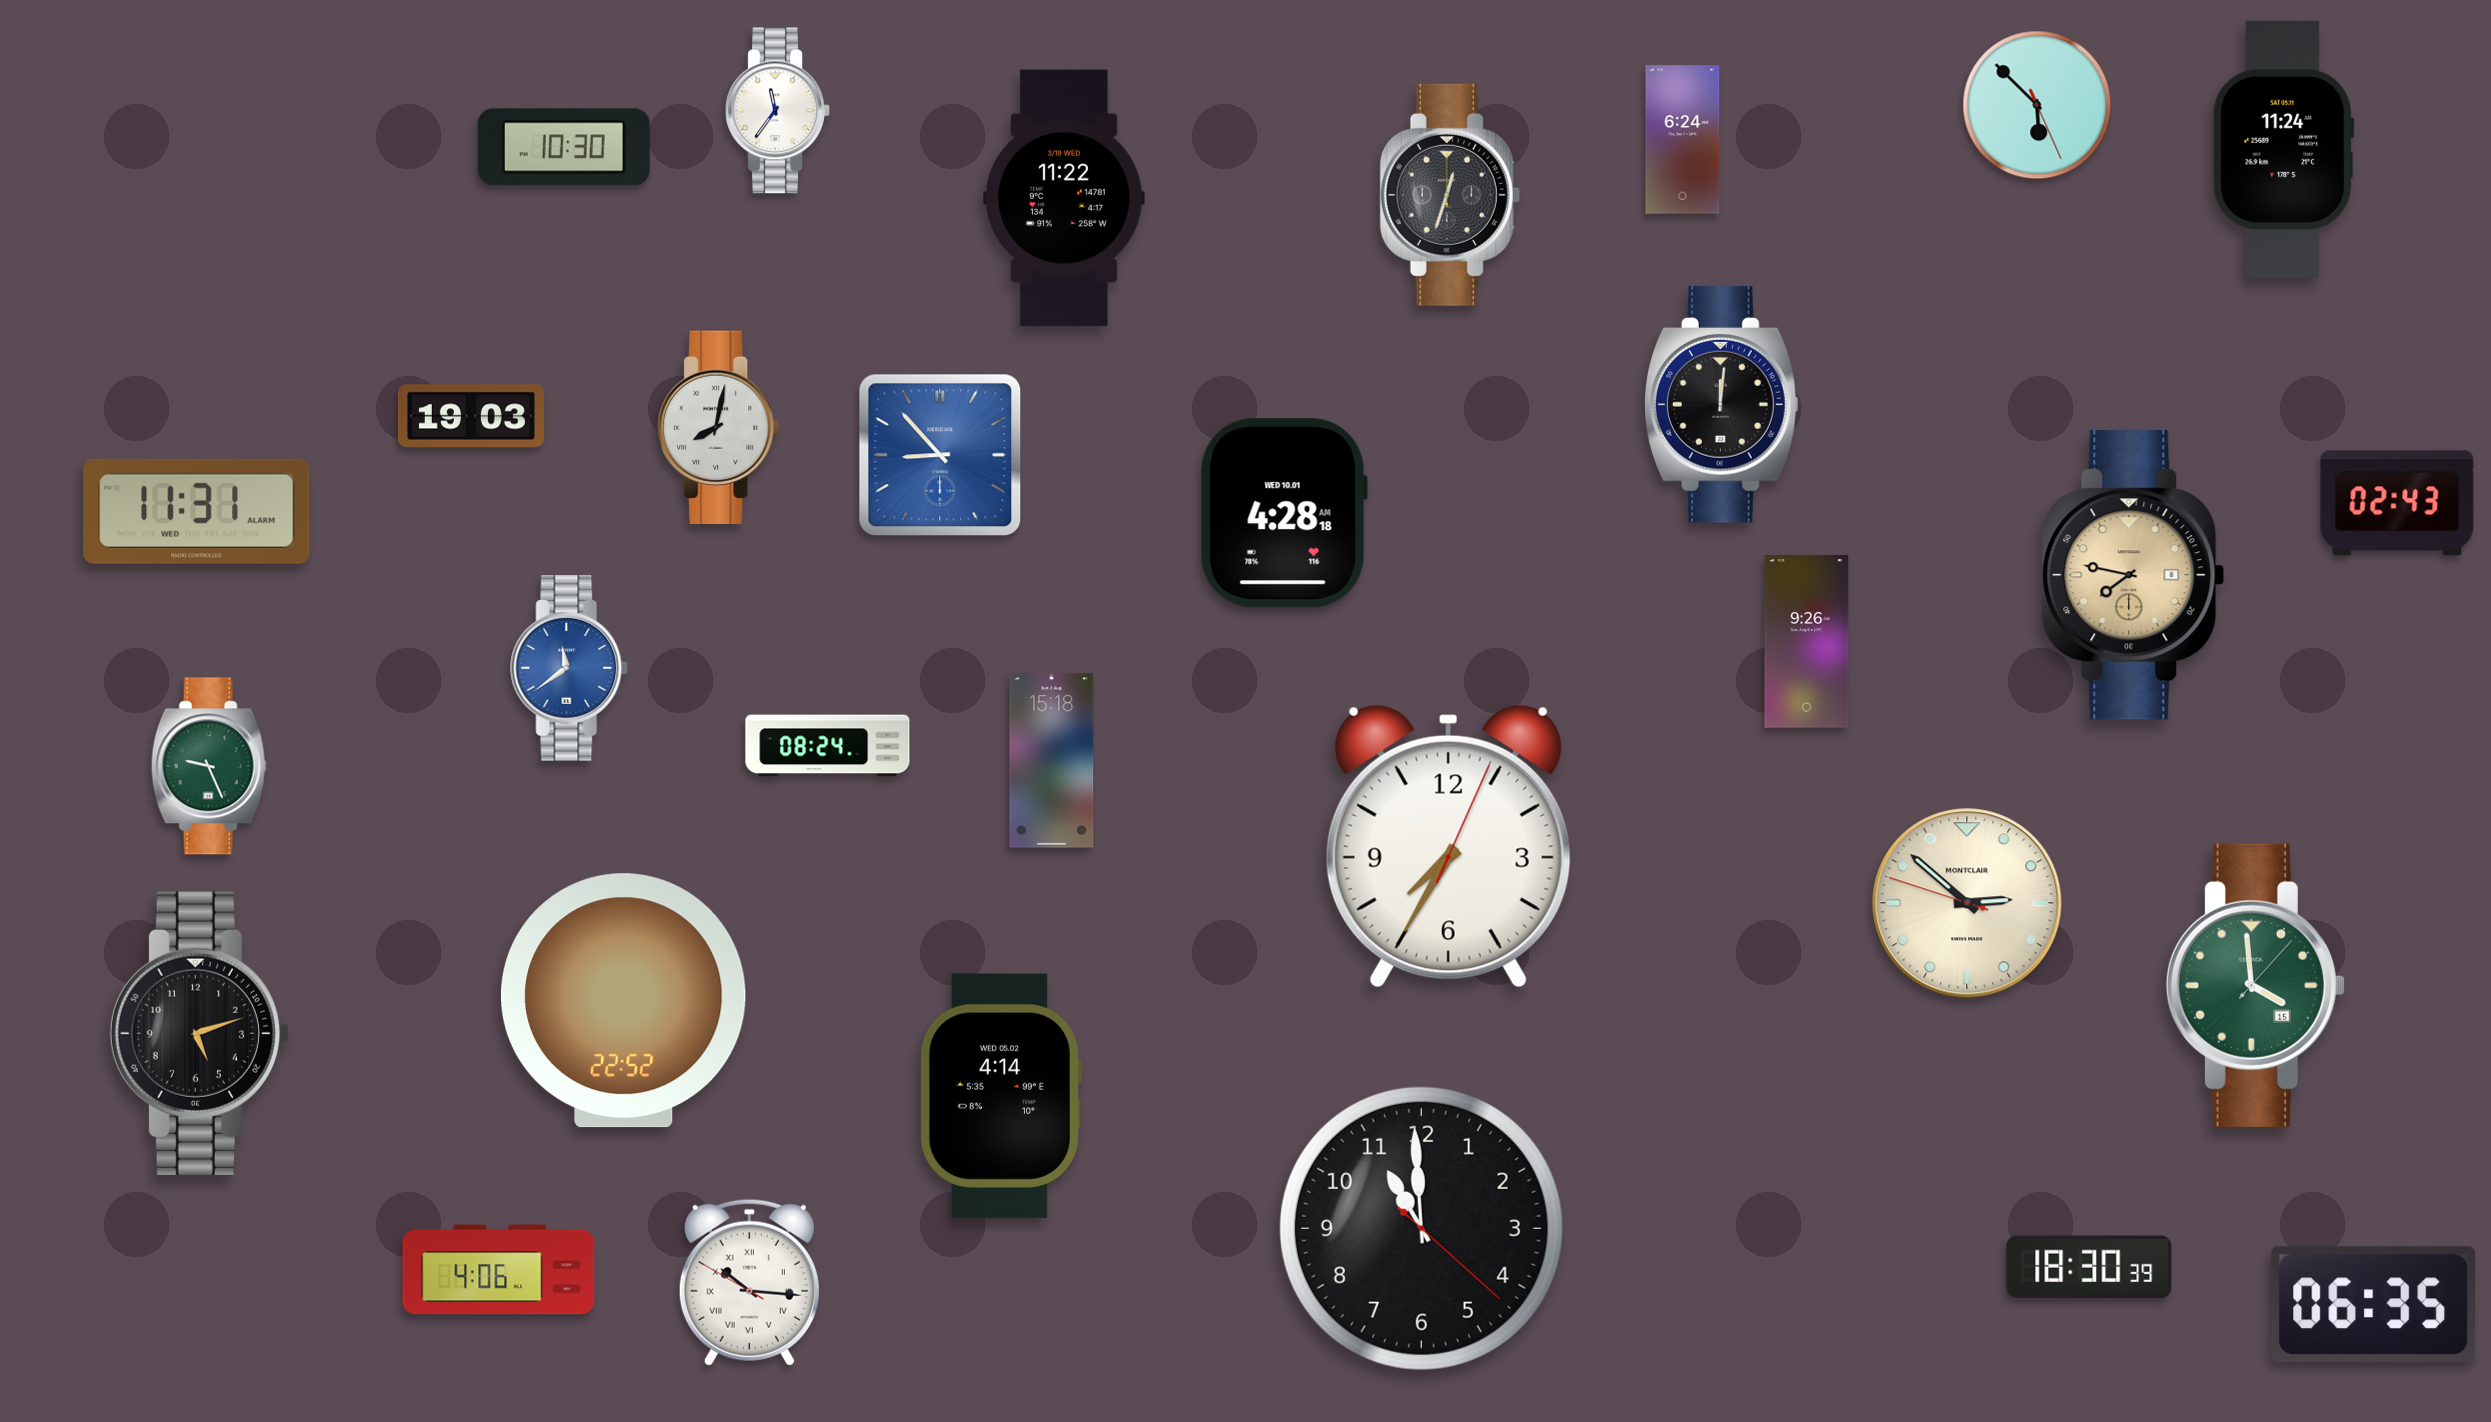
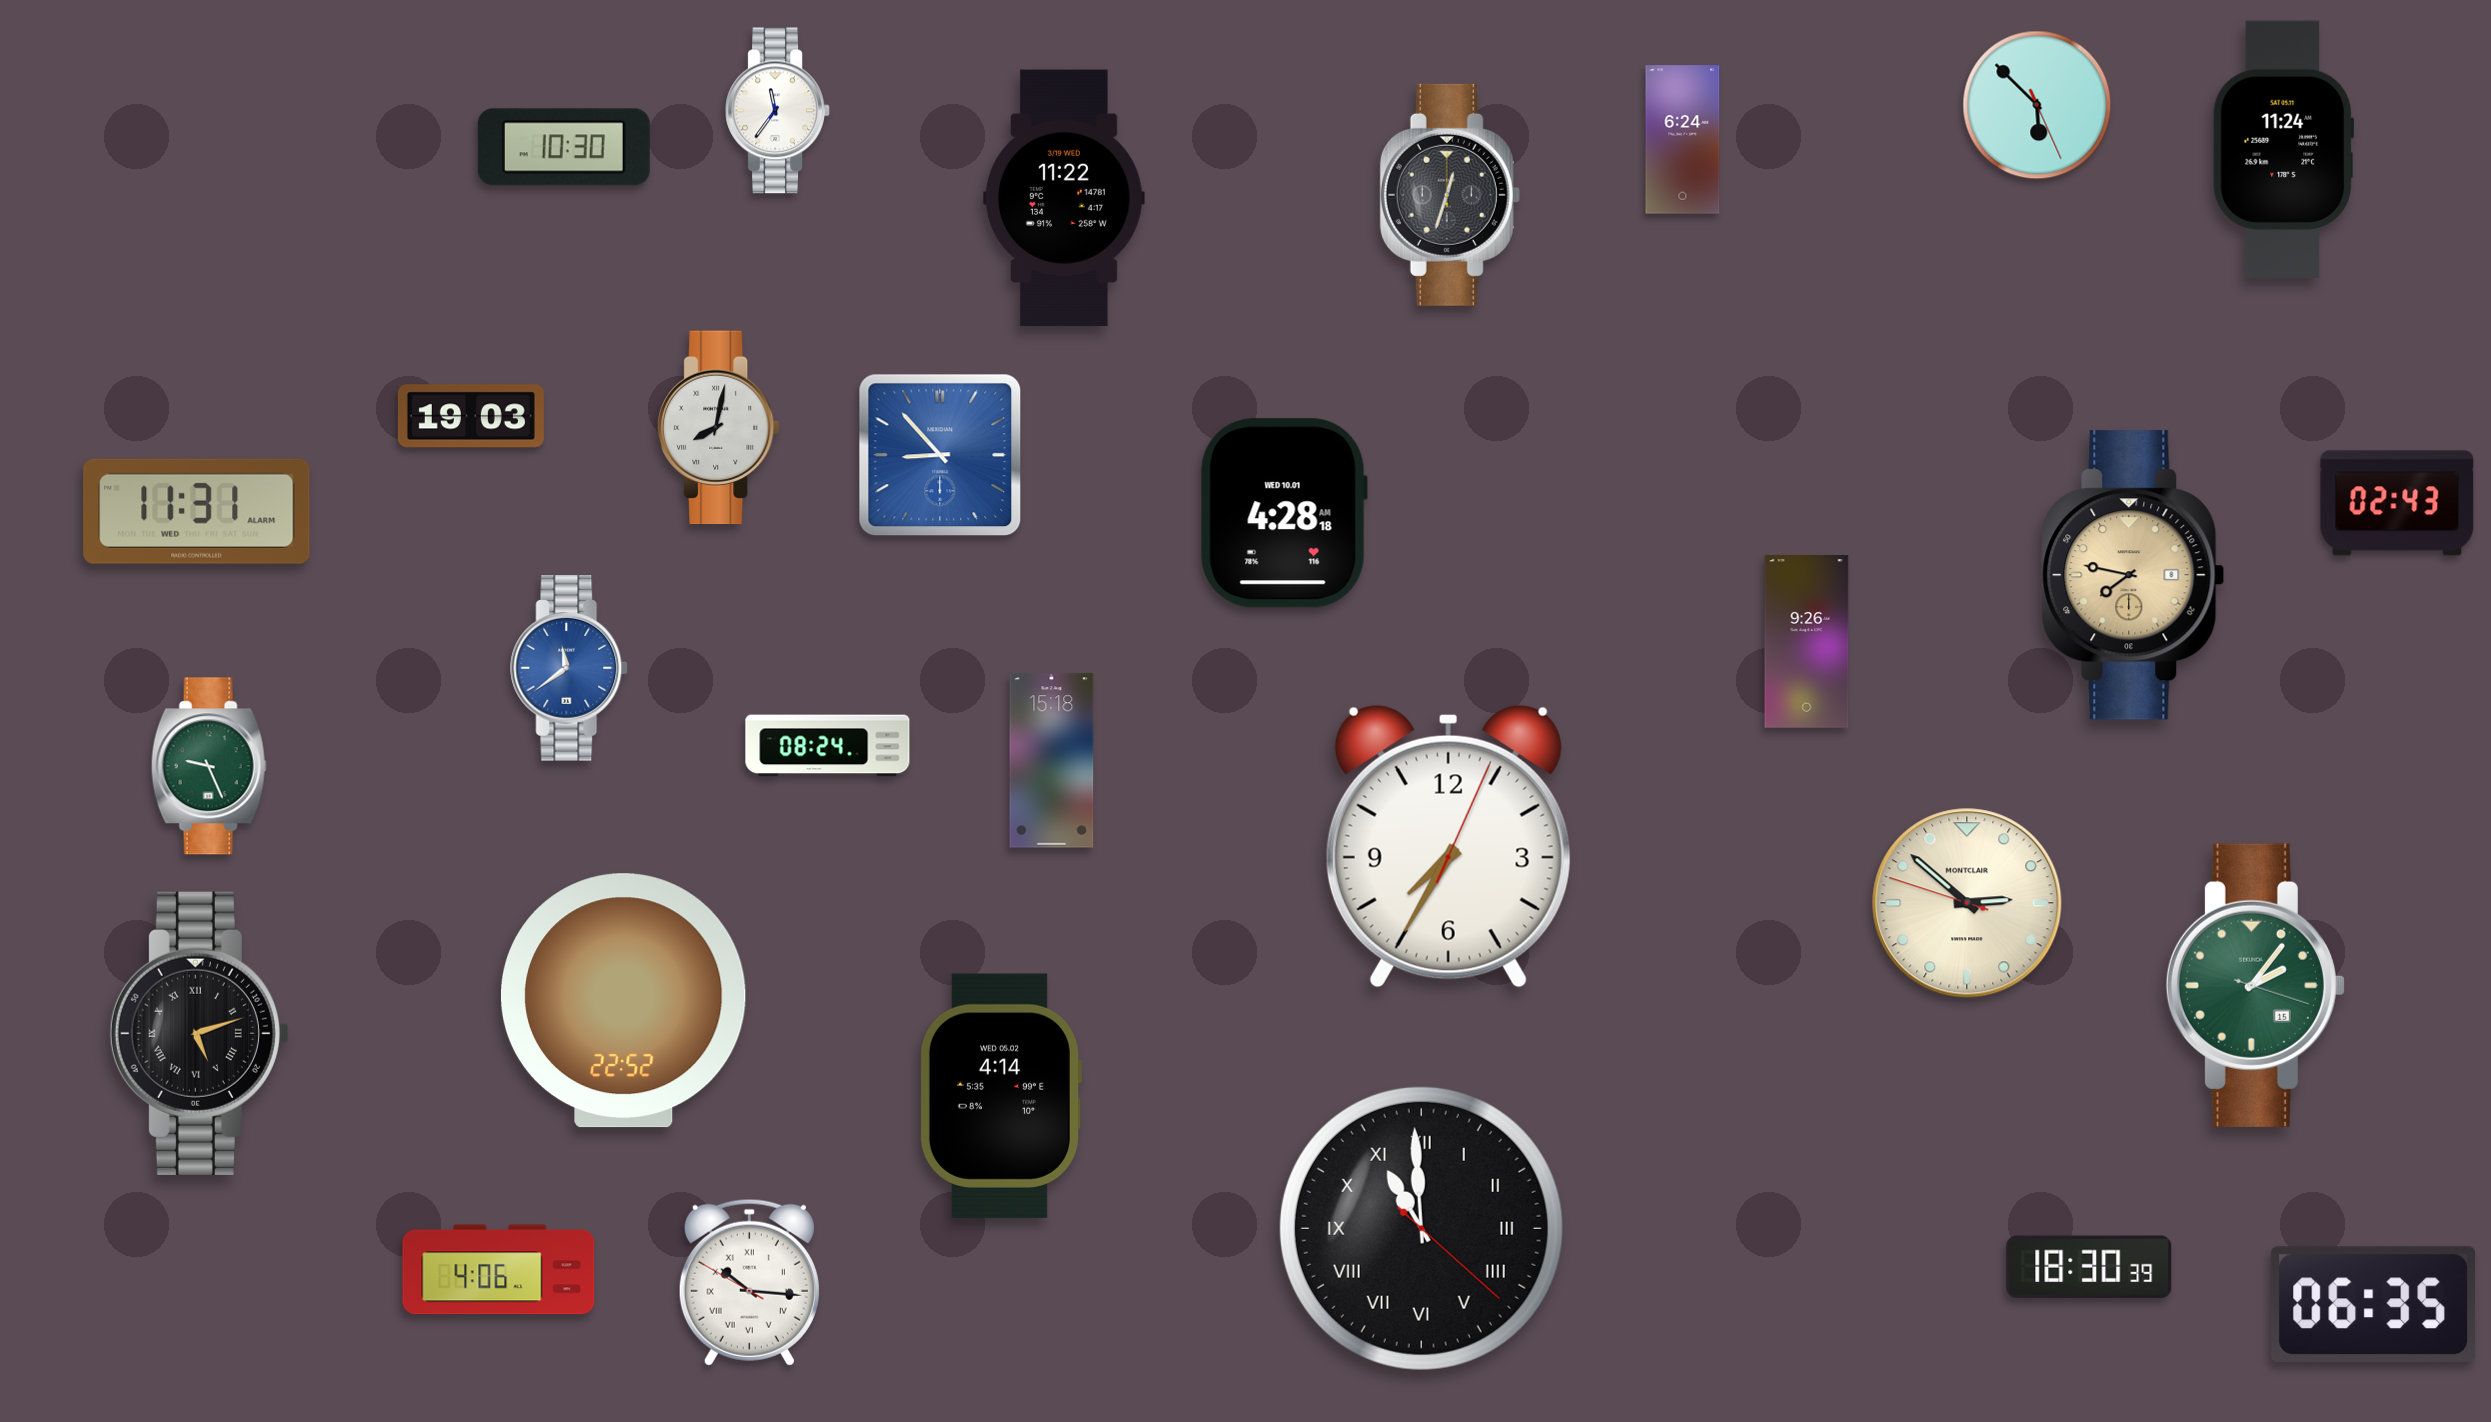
clock at (1721, 404): 12:01 -> none
clock at (2255, 985): 3:59 -> 2:06
clock at (199, 1033) numerals: Arabic -> Roman
clock at (1421, 1228) numerals: Arabic -> Roman
